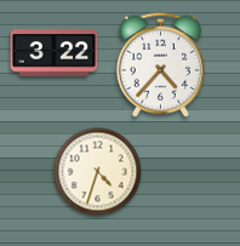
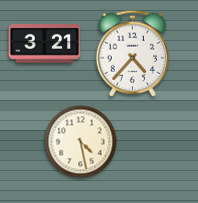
clock at (55, 53): 3:22 -> 3:21
clock at (98, 172): 4:33 -> 4:28
